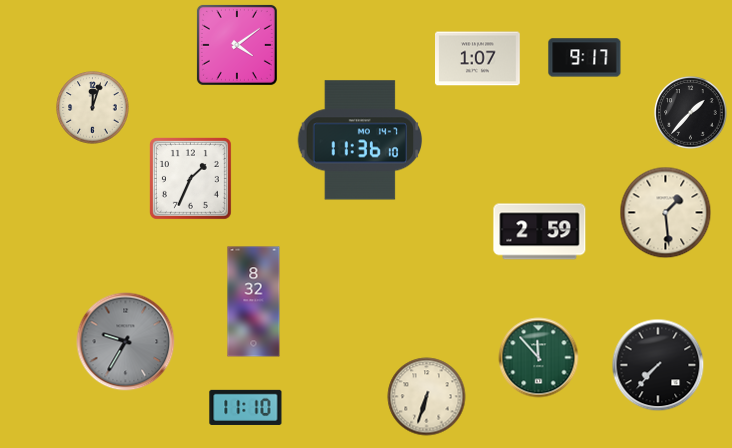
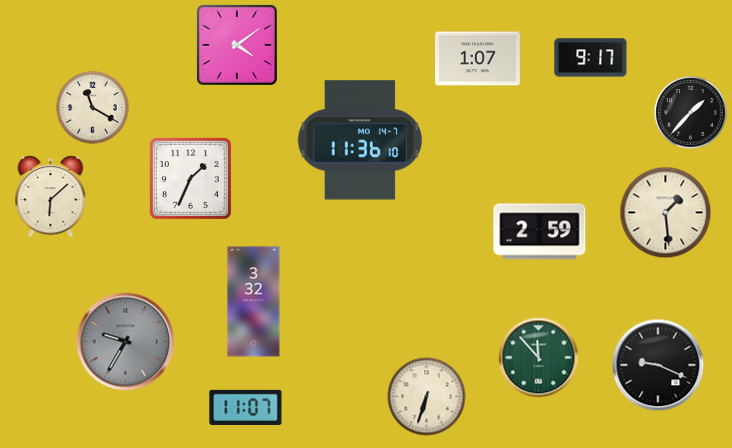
clock at (585, 58) position: (585, 58) -> (591, 58)
clock at (93, 108): 12:03 -> 11:20
clock at (51, 197): none -> 6:08
clock at (254, 302): 8:32 -> 3:32
clock at (658, 365): 7:37 -> 9:19
clock at (246, 407): 11:10 -> 11:07
